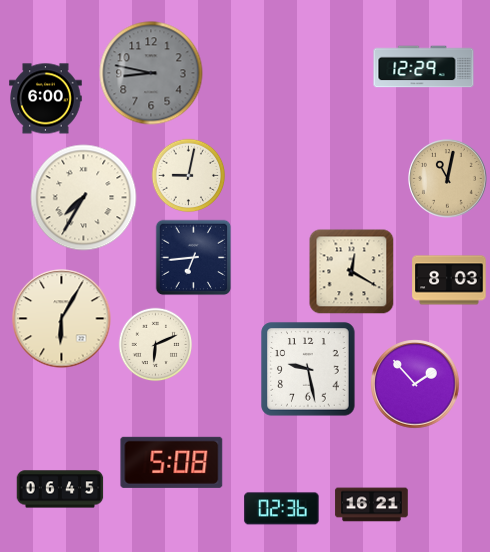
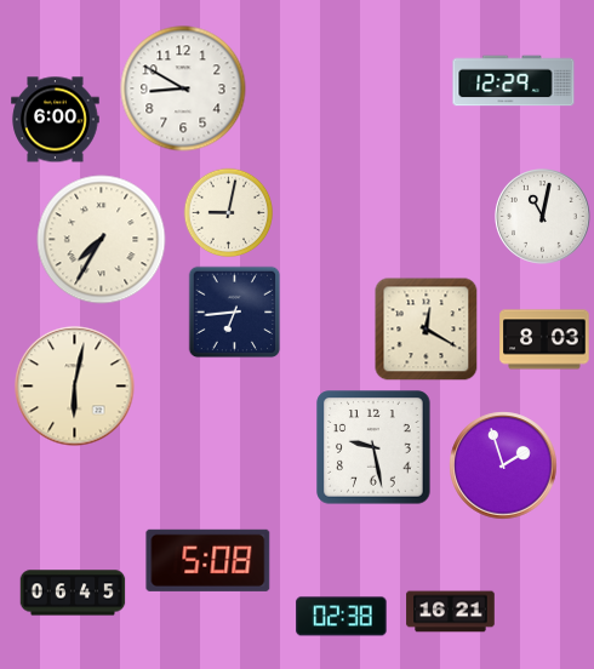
clock at (151, 73): 8:47 -> 8:50
clock at (151, 73) dial: grey -> white
clock at (448, 179) dial: champagne -> white
clock at (62, 319): 6:05 -> 6:02
clock at (156, 345): 6:11 -> none
clock at (415, 384): 1:53 -> 1:57
clock at (282, 509): 02:36 -> 02:38
